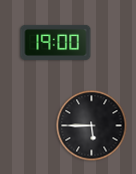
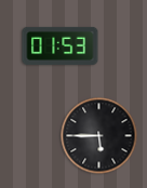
clock at (56, 42): 19:00 -> 01:53
